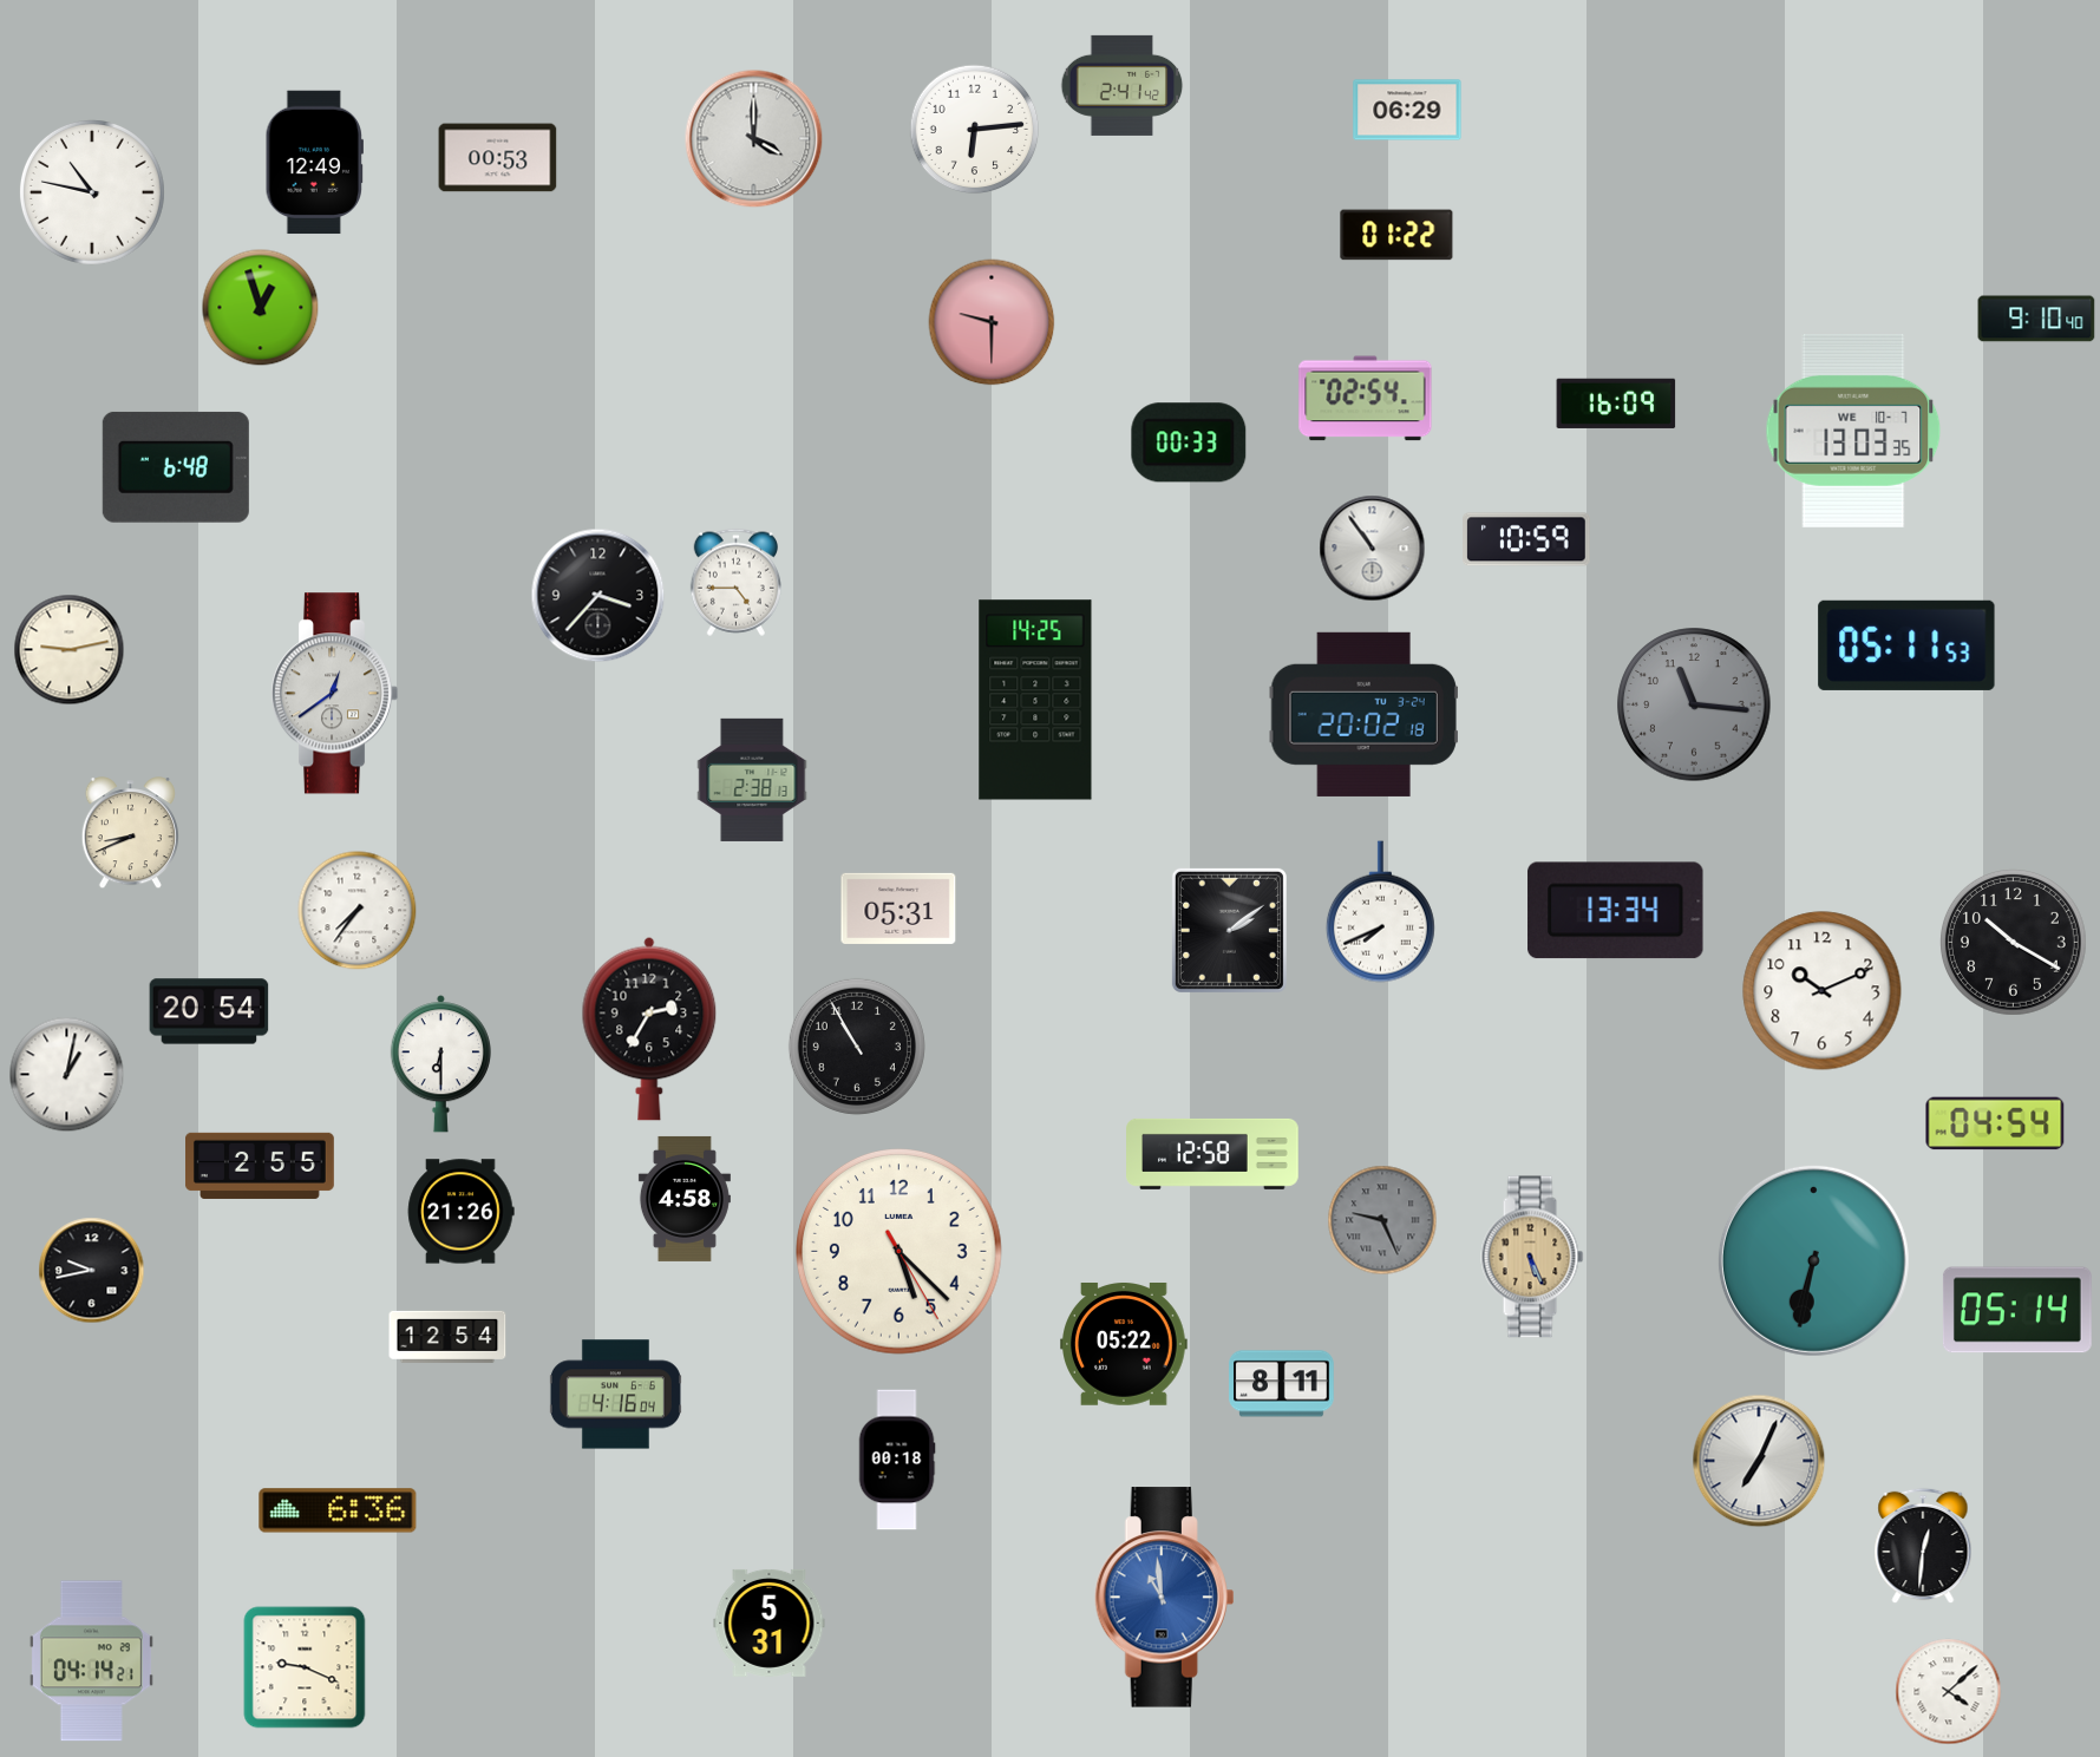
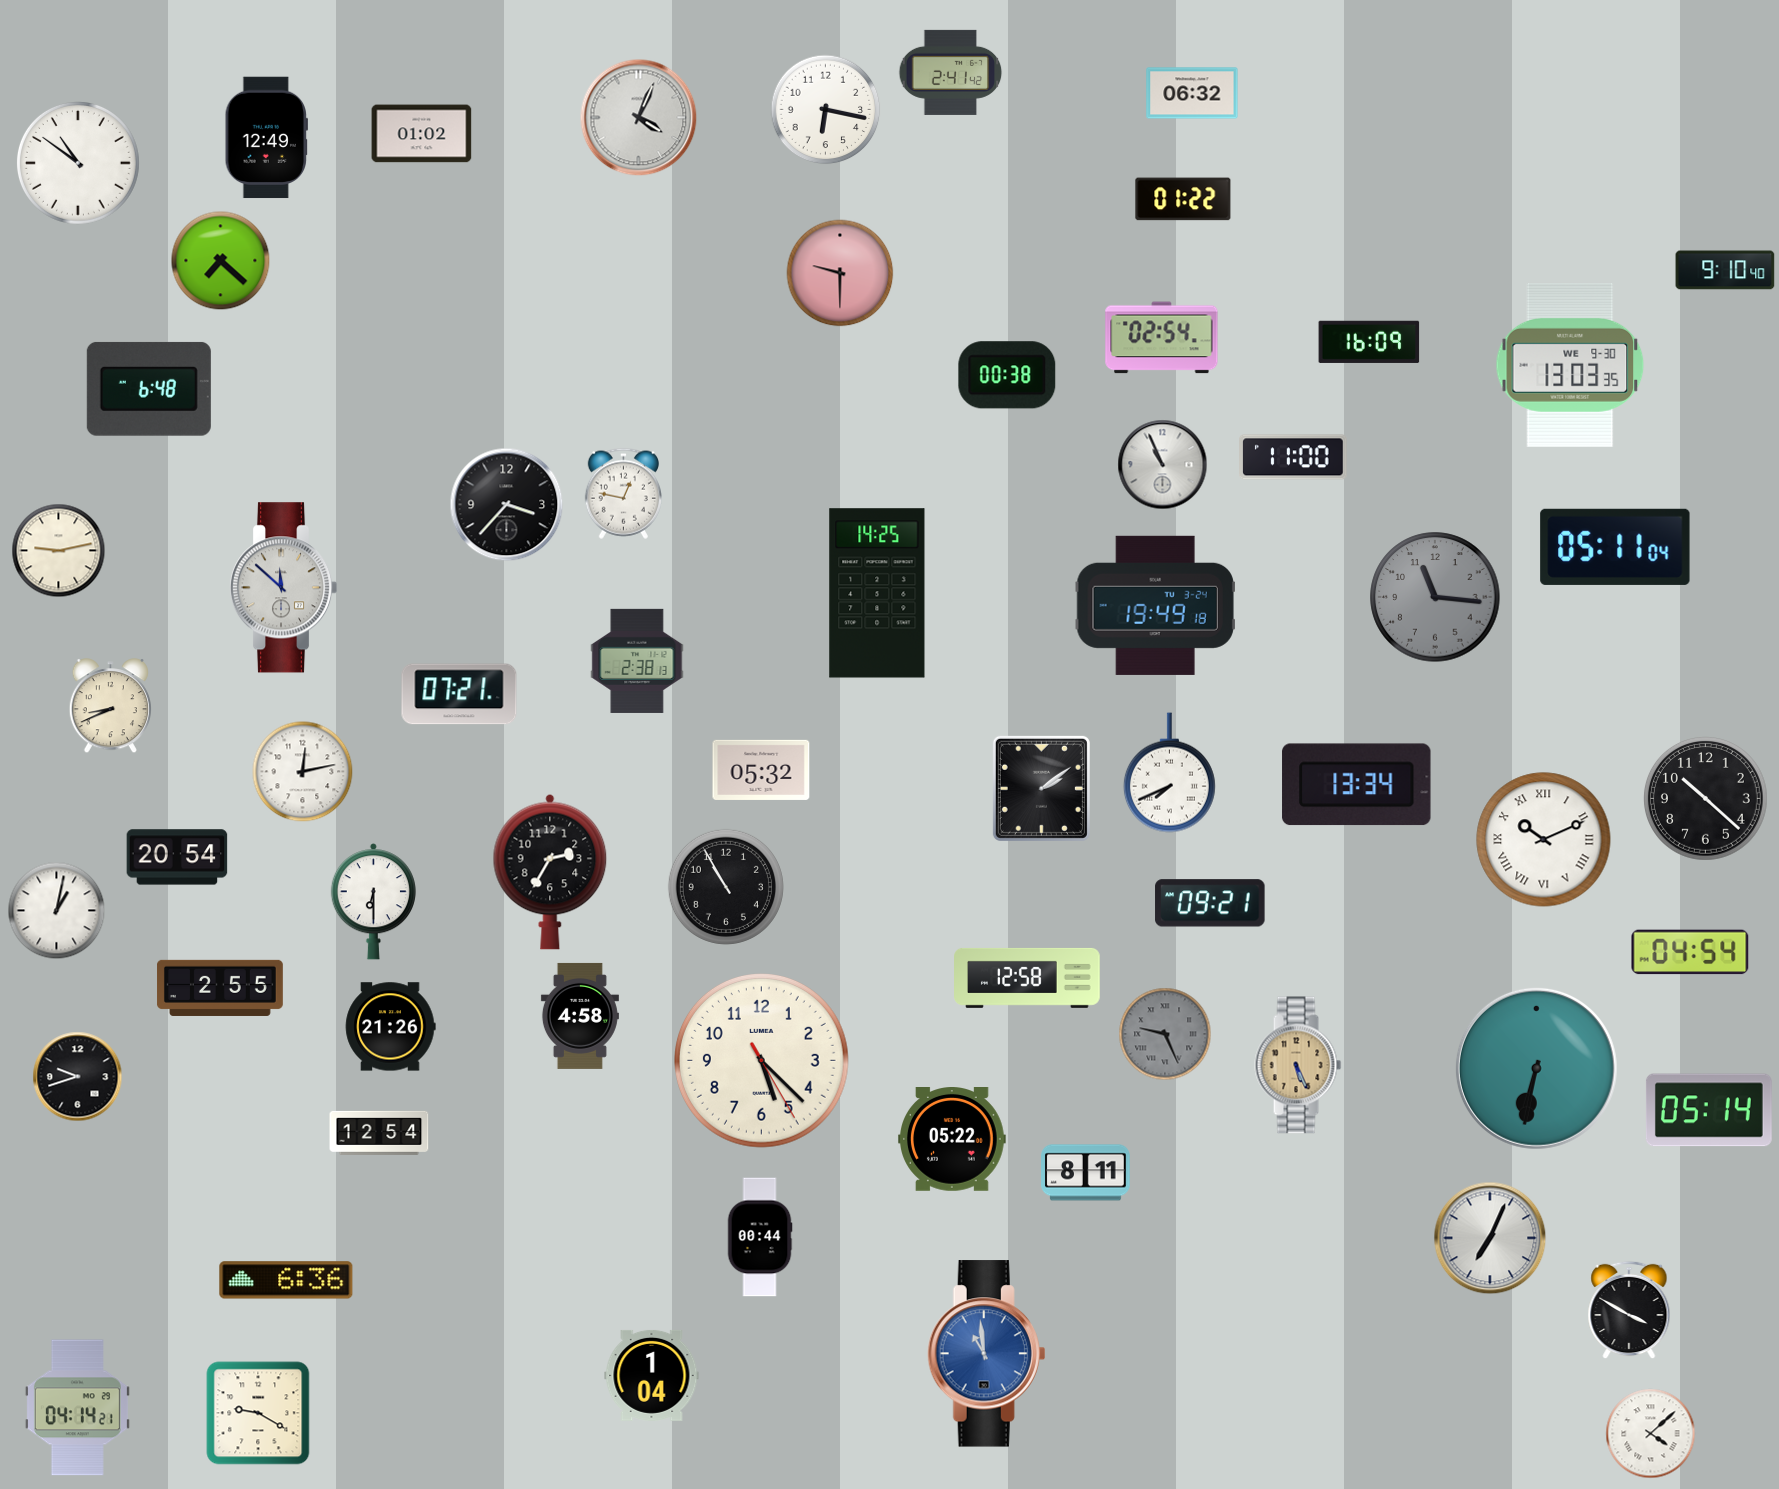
clock at (1407, 110): 06:29 -> 06:32
clock at (975, 130): 6:14 -> 6:17
clock at (754, 139): 4:00 -> 4:04
clock at (498, 158): 00:53 -> 01:02
clock at (92, 192): 10:47 -> 10:51
clock at (261, 308): 12:57 -> 7:22
clock at (1366, 399) position: (1366, 399) -> (1162, 338)
clock at (1853, 431) date: WE 10-7 -> WE 9-30
clock at (1189, 442): 00:33 -> 00:38
clock at (176, 467) position: (176, 467) -> (149, 389)
clock at (1527, 539): 10:59 -> 11:00
clock at (1373, 549): 10:54 -> 10:56
clock at (735, 582): 4:45 -> 12:47
clock at (1906, 645): 05:11:53 -> 05:11:04
clock at (334, 694): 12:39 -> 11:52
clock at (1363, 714): 20:02 -> 19:49
clock at (459, 694): none -> 07:21
clock at (898, 909): 05:31 -> 05:32
clock at (358, 911): 7:36 -> 12:13
clock at (1616, 911) position: (1616, 911) -> (1357, 785)
clock at (2013, 942): 10:20 -> 10:22
clock at (1823, 991) numerals: Arabic -> Roman
clock at (1210, 903): none -> 09:21
clock at (1382, 1220) position: (1382, 1220) -> (1165, 1034)
clock at (92, 1271): 9:43 -> 9:42
clock at (615, 1395): 4:16 -> none
clock at (897, 1460): 00:18 -> 00:44
clock at (1923, 1546): 12:31 -> 3:50
clock at (770, 1622): 5:31 -> 1:04
clock at (305, 1667): 9:19 -> 9:20
